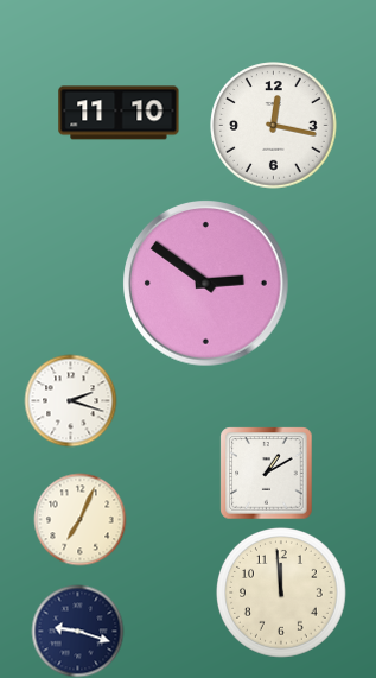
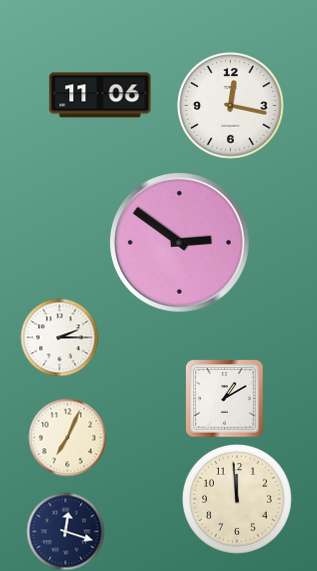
clock at (119, 113): 11:10 -> 11:06
clock at (206, 284) position: (206, 284) -> (180, 243)
clock at (70, 400): 2:18 -> 2:15
clock at (77, 631): 9:18 -> 12:18
